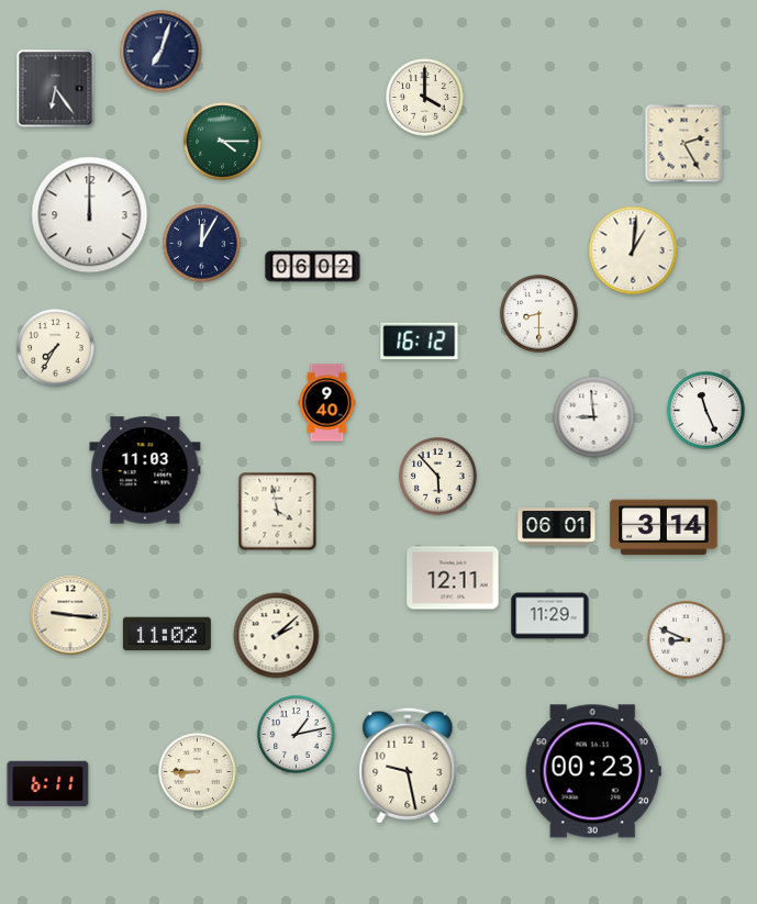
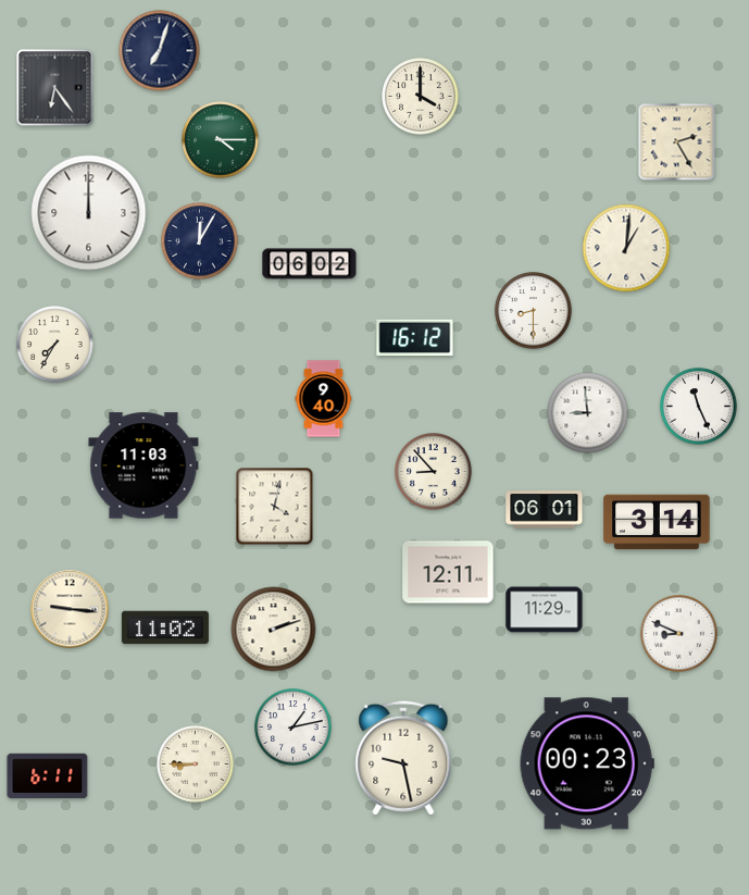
clock at (438, 477): 5:53 -> 8:53
clock at (278, 512): 3:58 -> 4:02
clock at (557, 527) position: (557, 527) -> (545, 510)
clock at (277, 636): 2:08 -> 2:12
